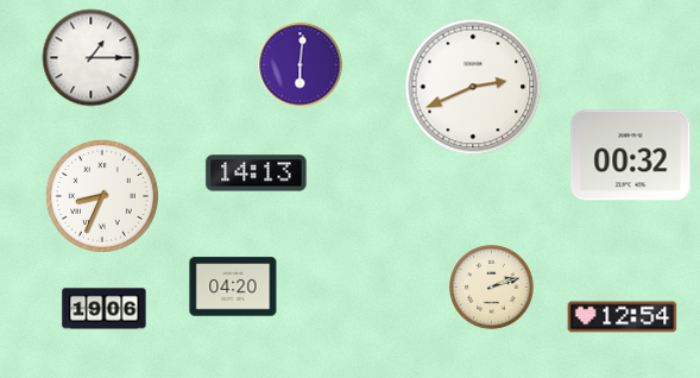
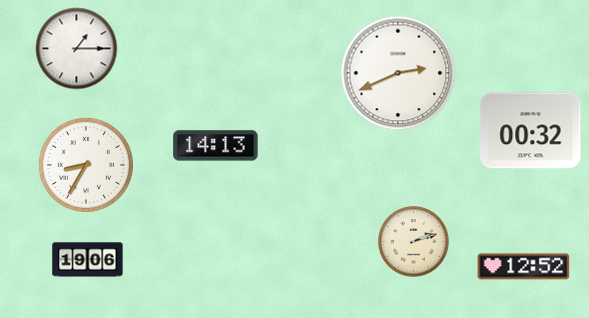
clock at (301, 65): 6:01 -> none
clock at (102, 196): 8:34 -> 8:35
clock at (233, 286): 04:20 -> none
clock at (623, 317): 12:54 -> 12:52
